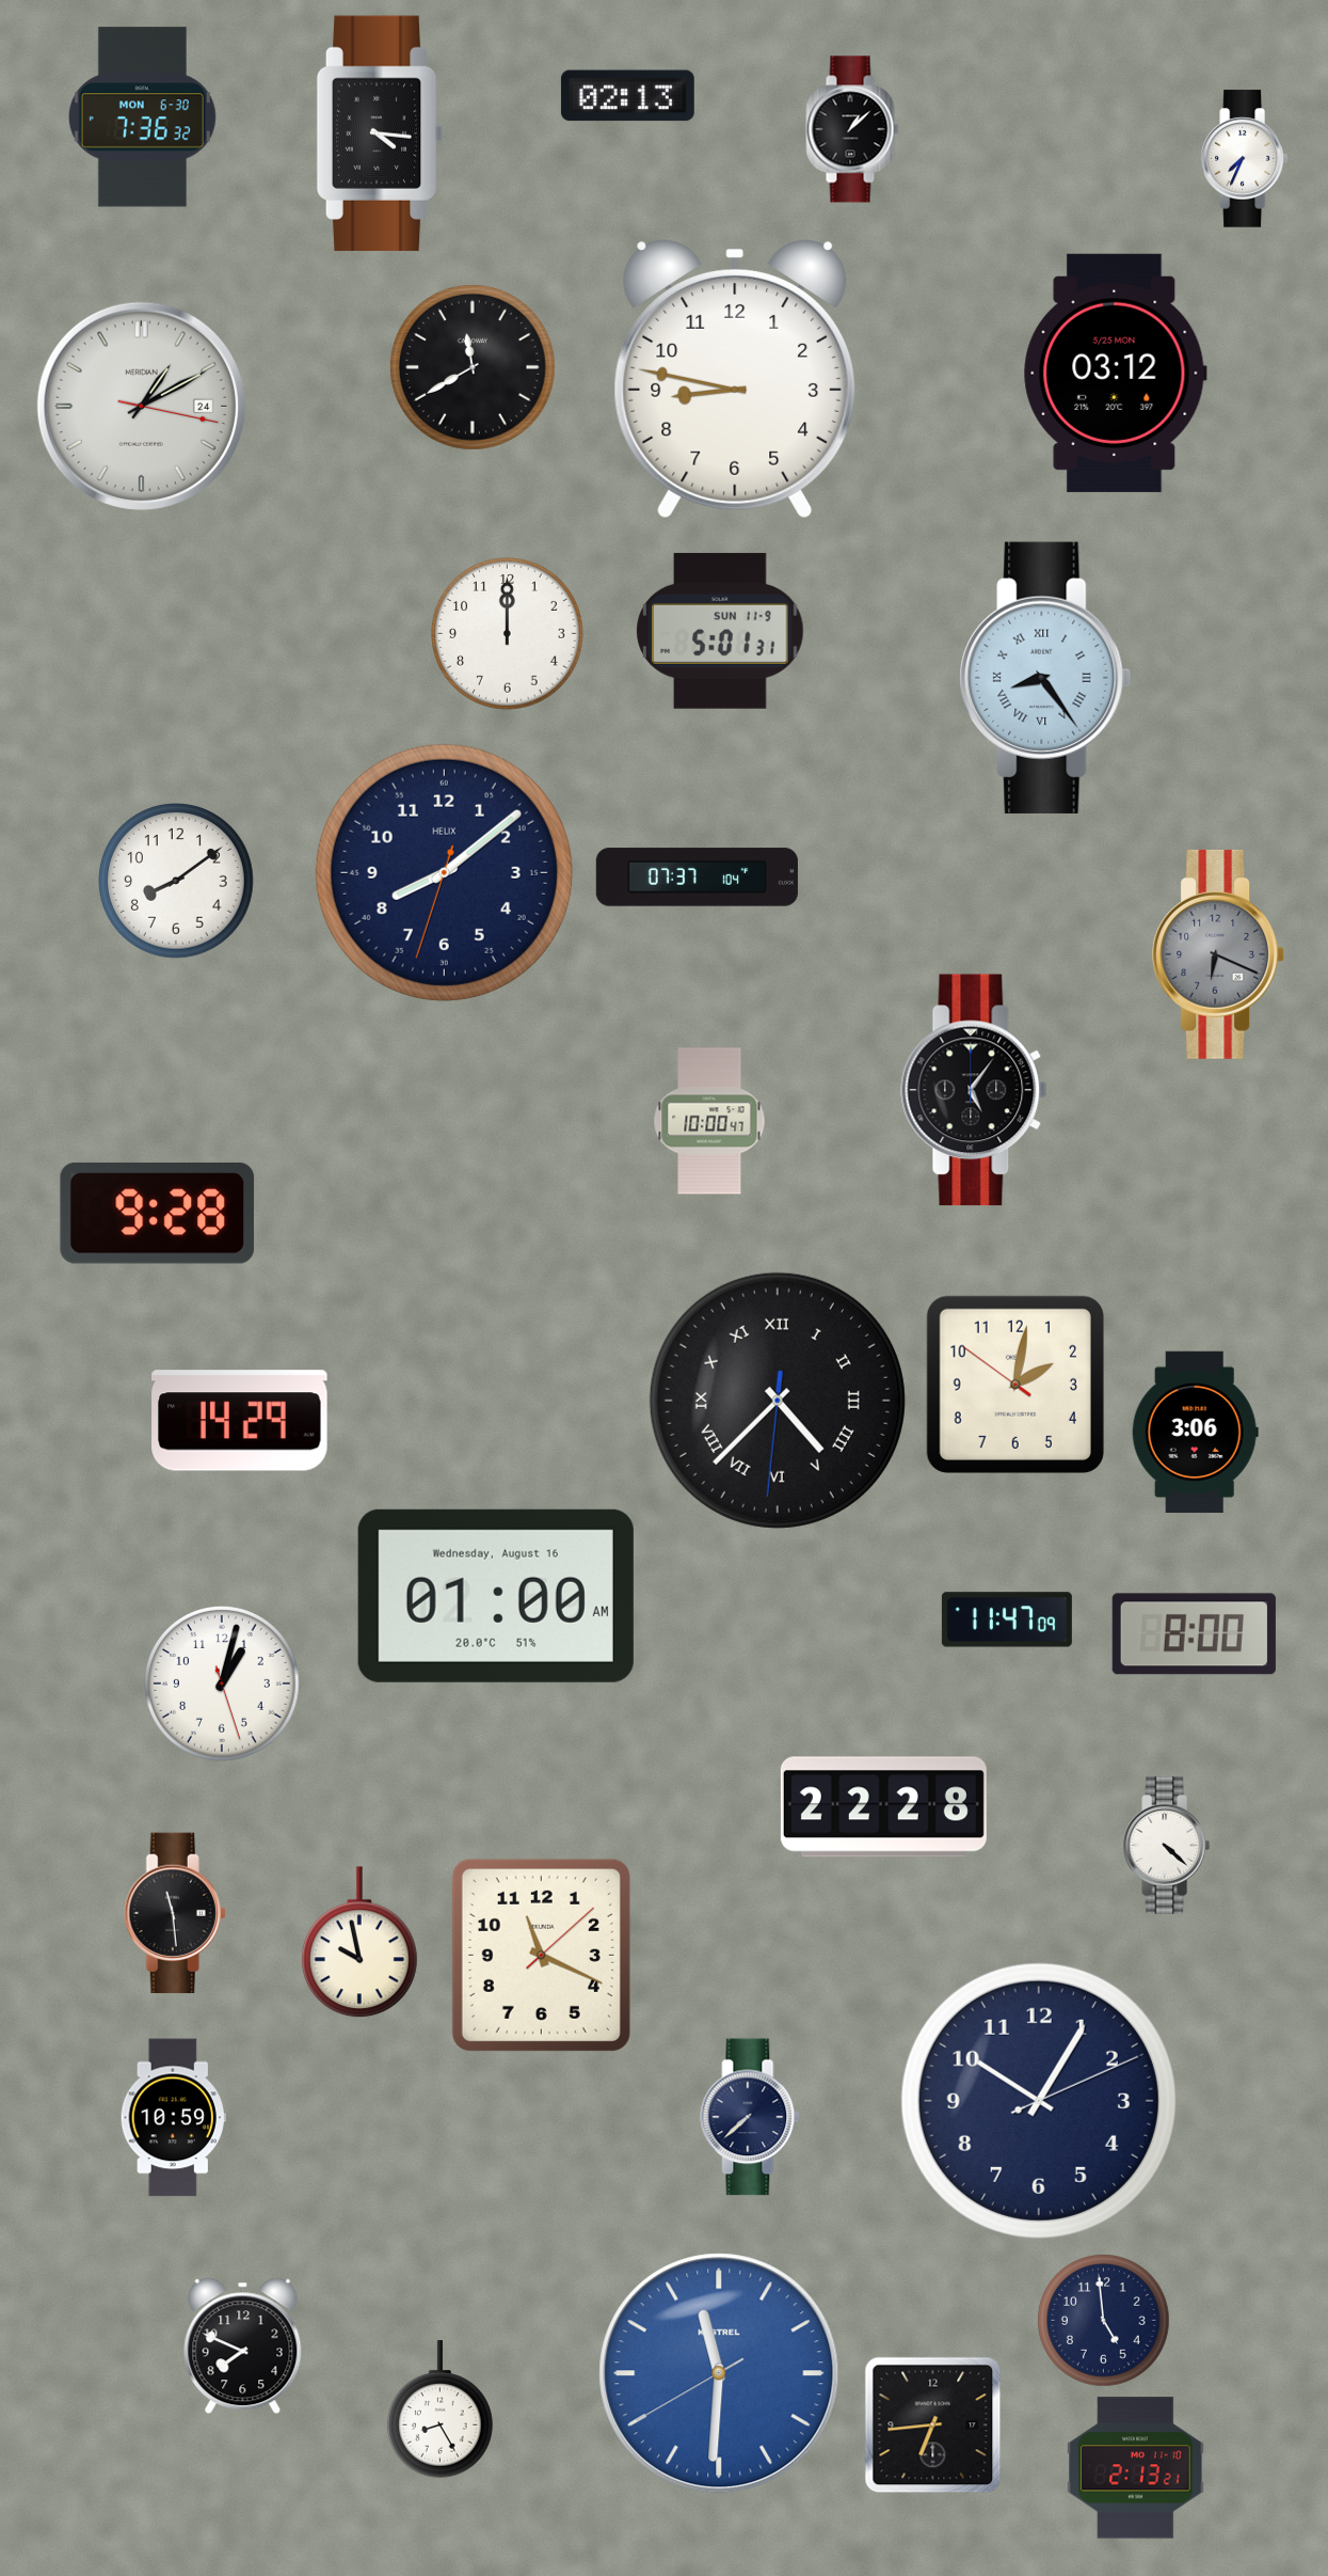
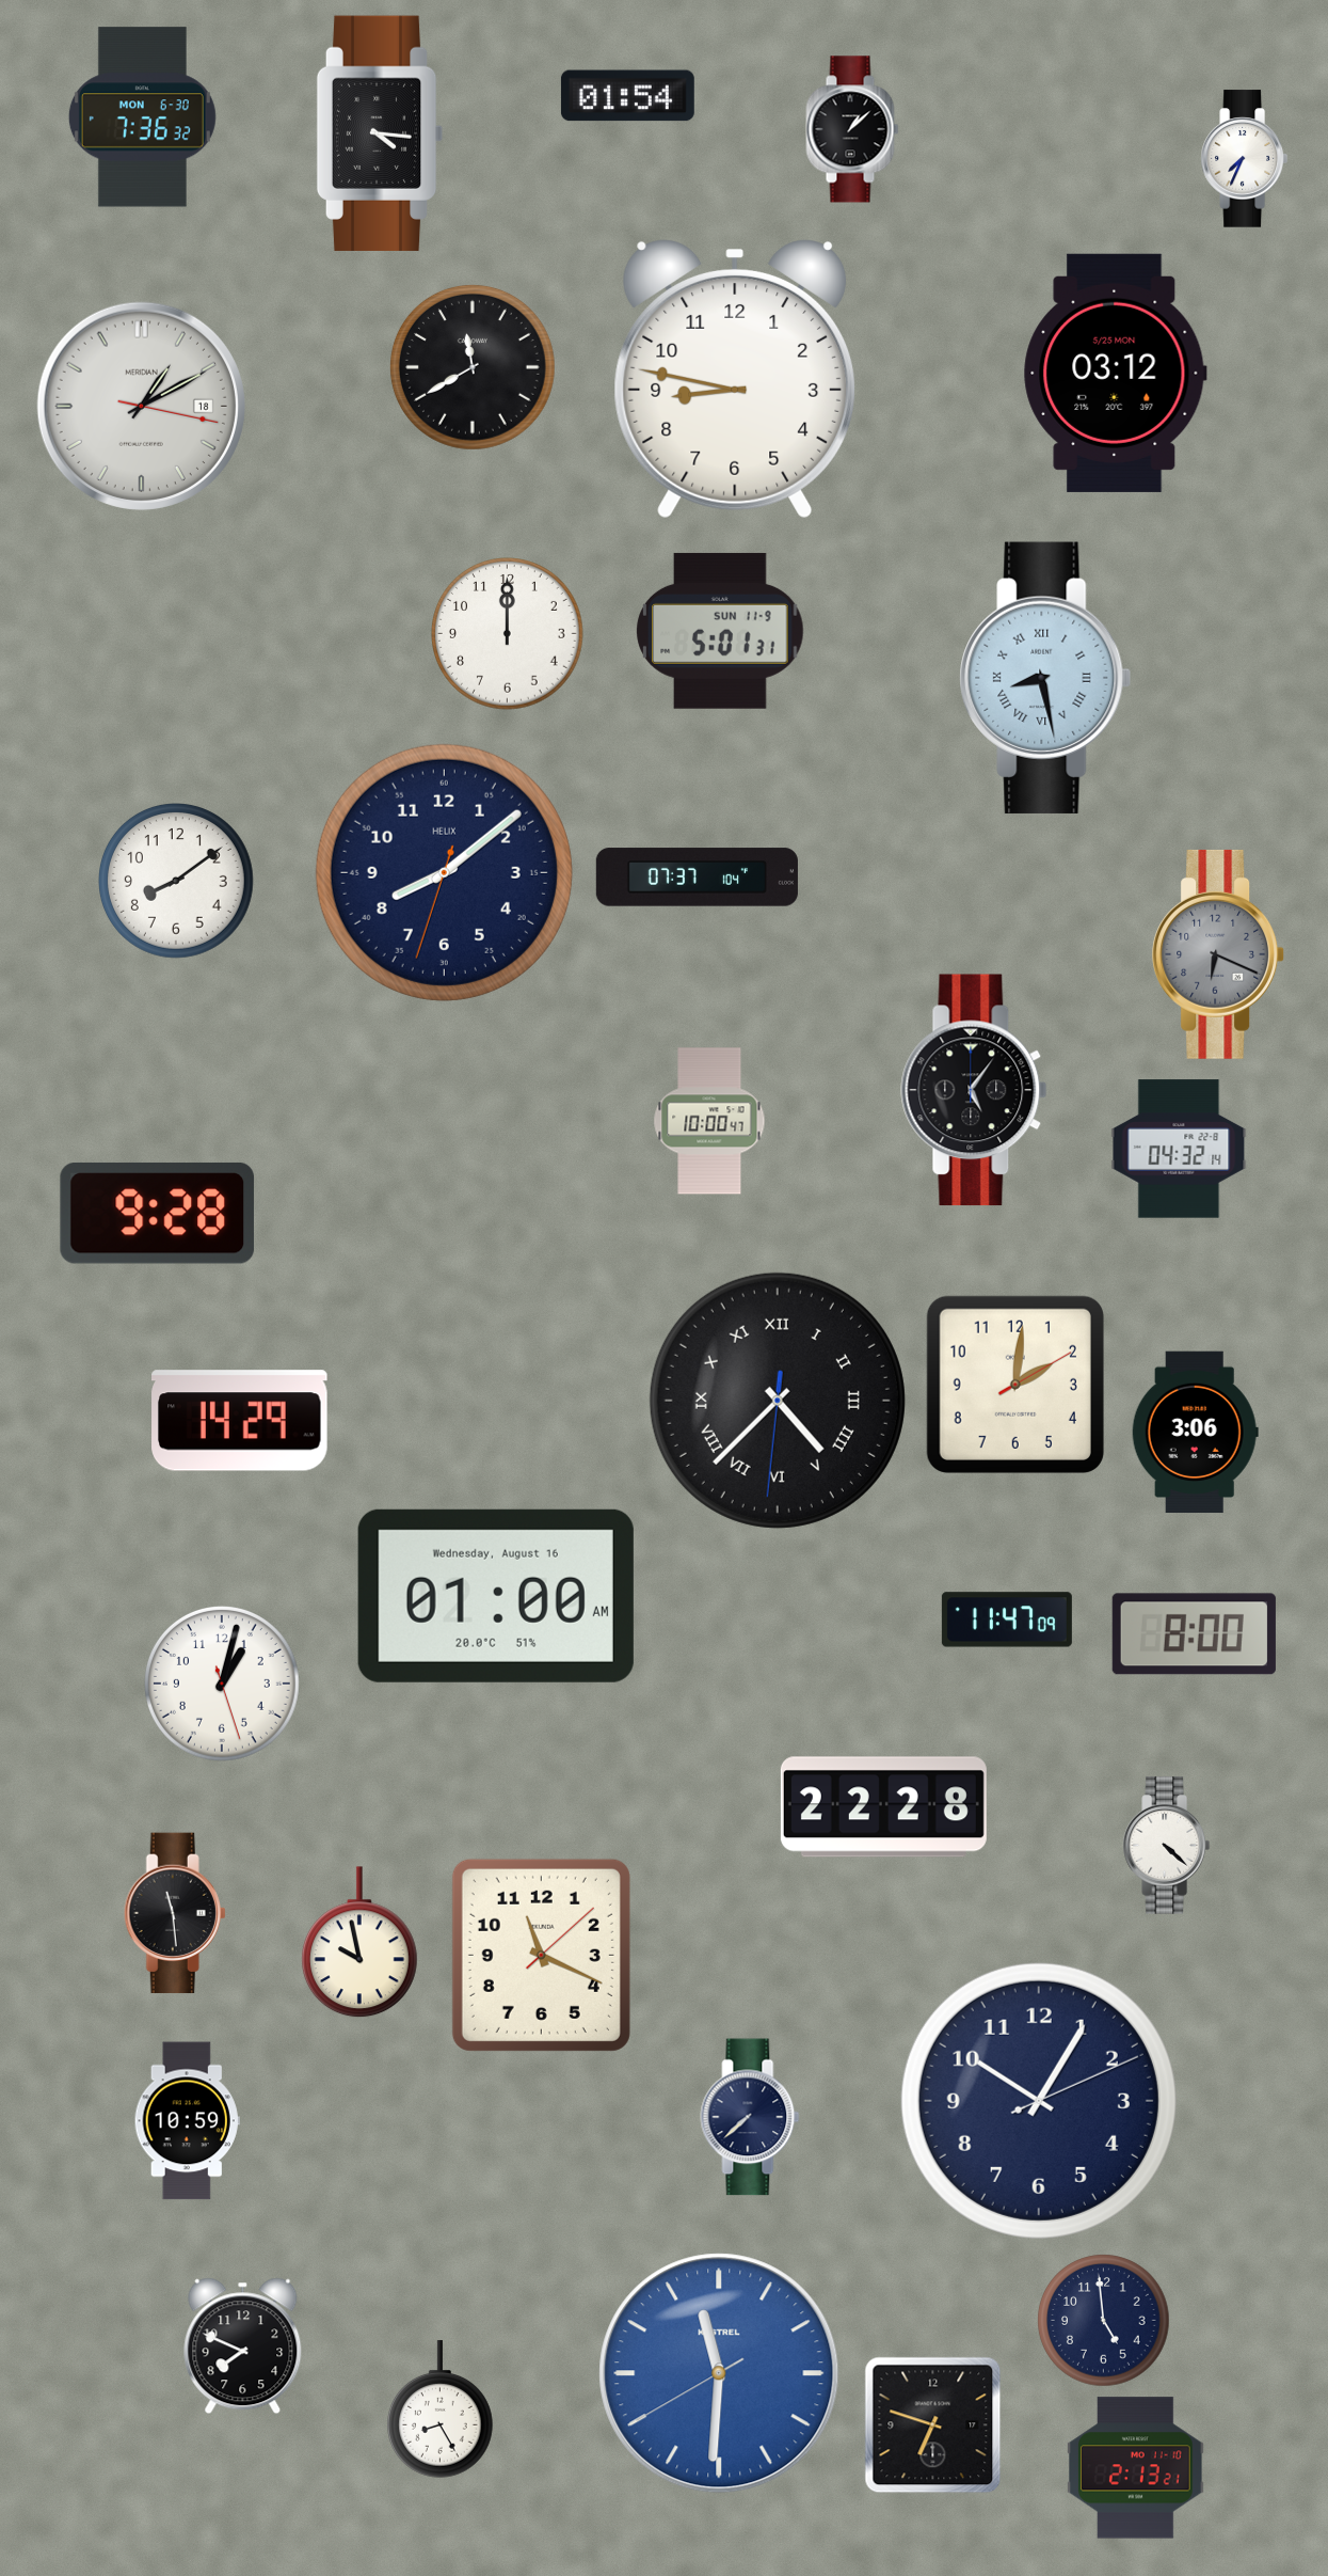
clock at (627, 96): 02:13 -> 01:54
clock at (141, 406) date: 24 -> 18
clock at (1045, 678): 8:24 -> 8:28
clock at (1179, 1149): none -> 04:32
clock at (1015, 1385): 2:01:51 -> 2:01:10
clock at (173, 2118) position: (173, 2118) -> (187, 2121)
clock at (933, 2425): 6:44 -> 6:48
